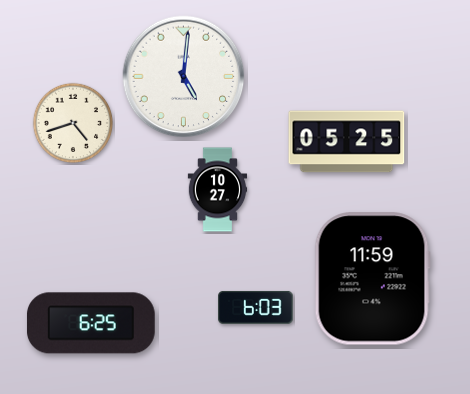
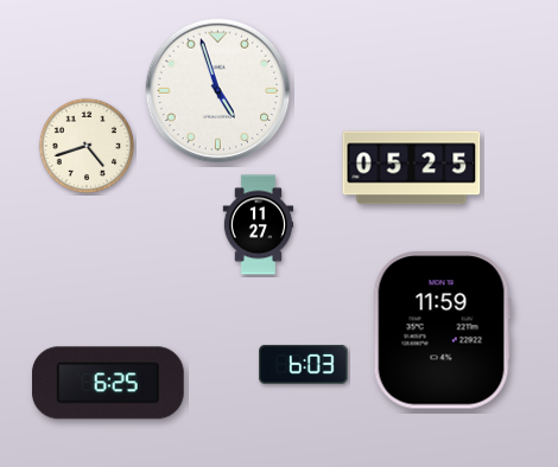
clock at (184, 77): 5:01 -> 4:57
clock at (218, 190): 10:27 -> 11:27
